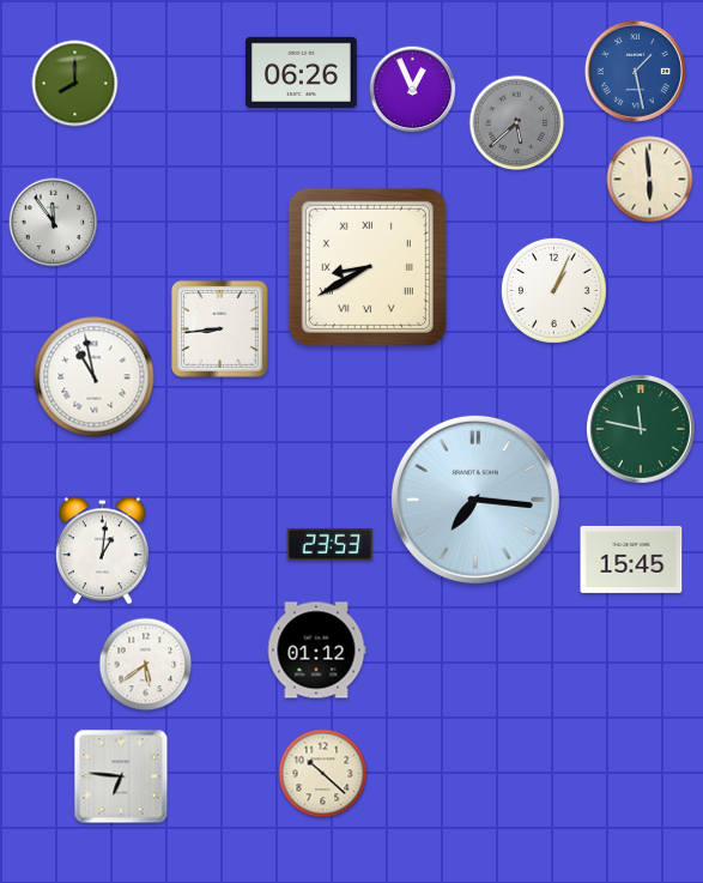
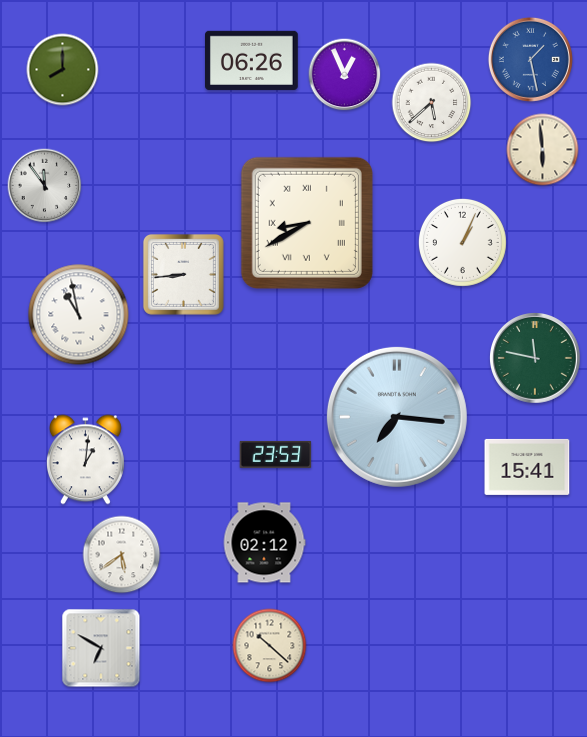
clock at (517, 123) dial: grey -> white
clock at (631, 560): 15:45 -> 15:41
clock at (316, 651): 01:12 -> 02:12
clock at (121, 776): 6:46 -> 6:50
